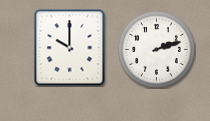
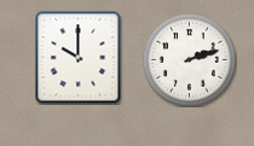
clock at (70, 47) position: (70, 47) -> (79, 57)
